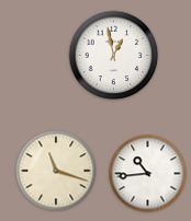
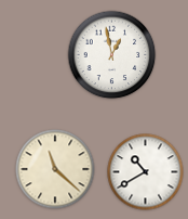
clock at (56, 171): 11:18 -> 11:22
clock at (148, 174): 10:44 -> 10:40
